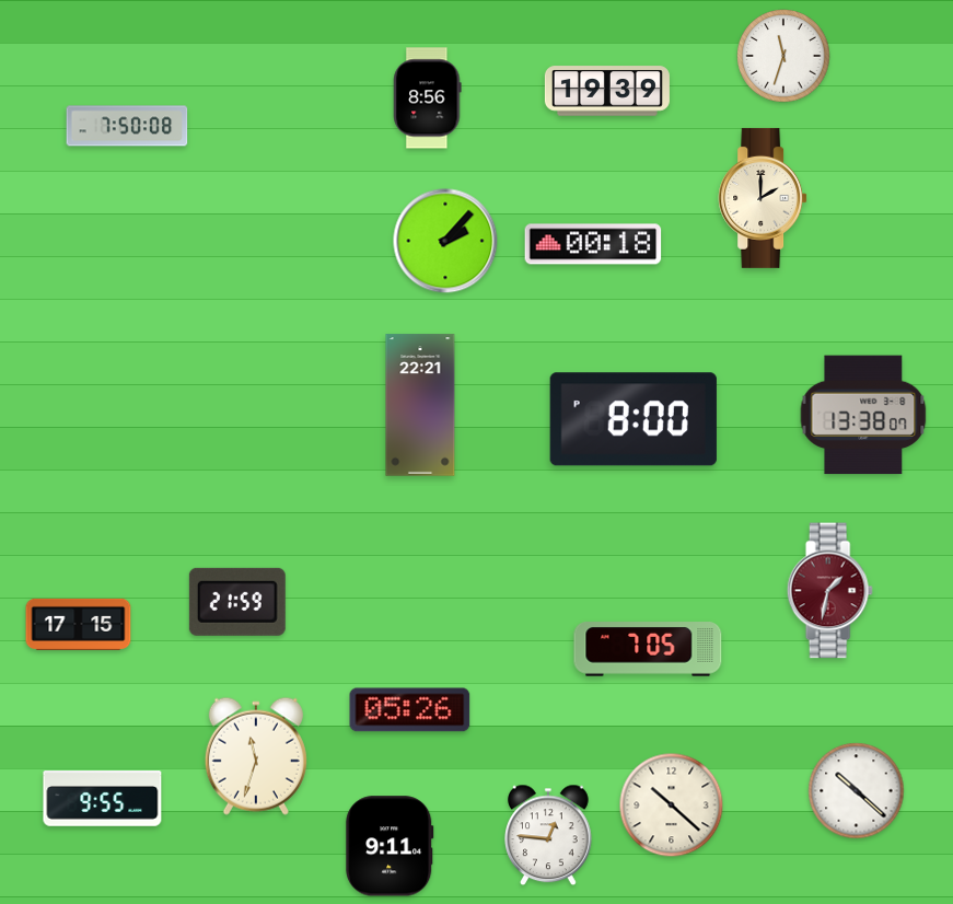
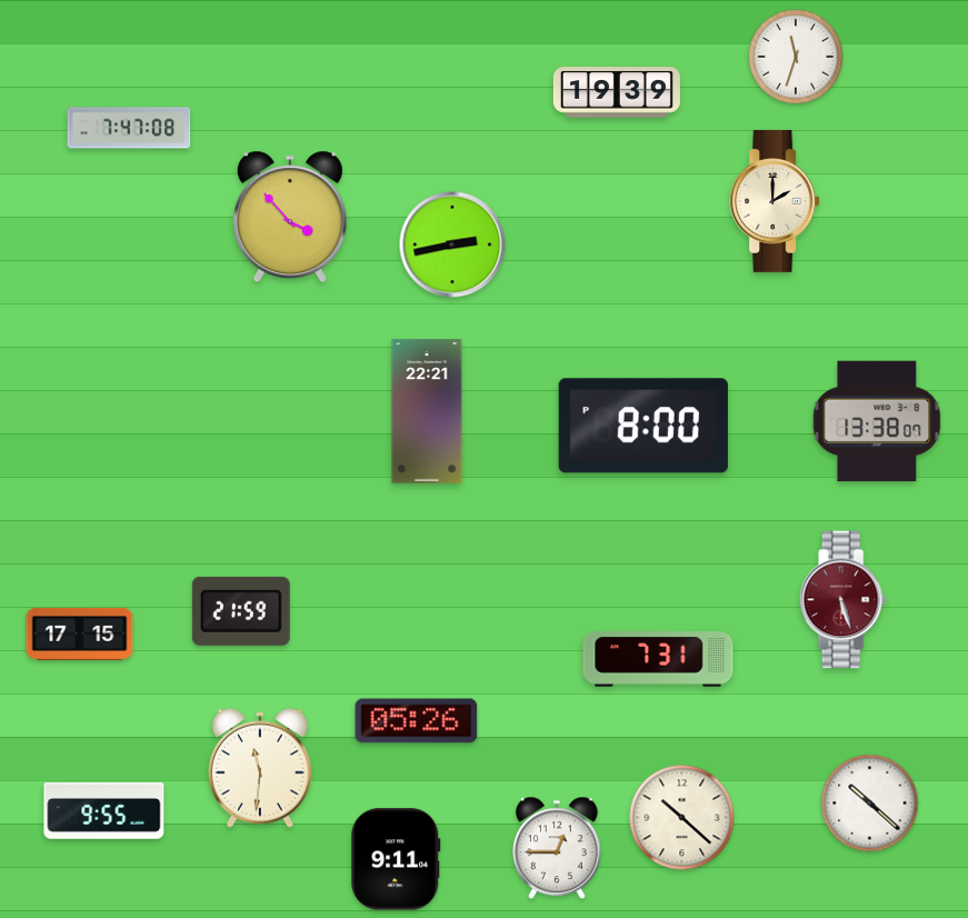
clock at (428, 98): 8:56 -> none
clock at (127, 126): 7:50 -> 7:47
clock at (290, 217): none -> 3:53
clock at (445, 241): 2:07 -> 2:43
clock at (593, 244): 00:18 -> none
clock at (829, 591): 1:32 -> 5:27
clock at (648, 649): 7:05 -> 7:31
clock at (256, 756): 11:33 -> 11:31
clock at (549, 835): 12:46 -> 12:45
